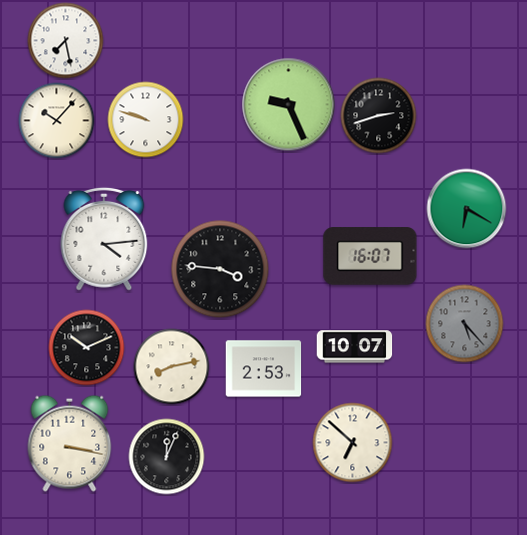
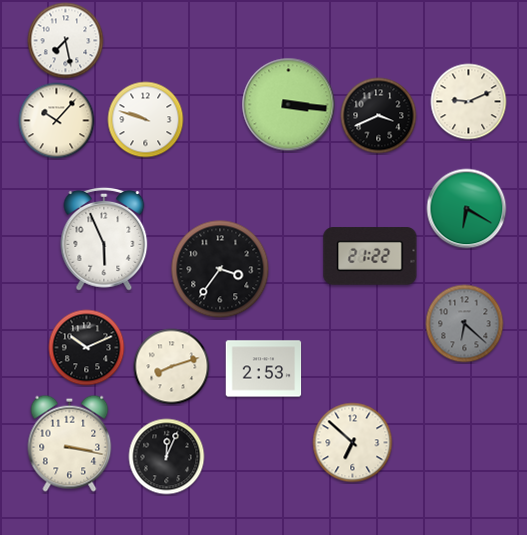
clock at (469, 102): none -> 9:11
clock at (289, 105): 9:26 -> 3:16
clock at (379, 116): 2:42 -> 3:41
clock at (104, 239): 4:14 -> 5:56
clock at (370, 256): 16:07 -> 21:22
clock at (220, 269): 3:46 -> 3:36
clock at (465, 324): 5:23 -> 6:22
clock at (355, 347): 10:07 -> none
clock at (172, 367): 8:13 -> 8:12
